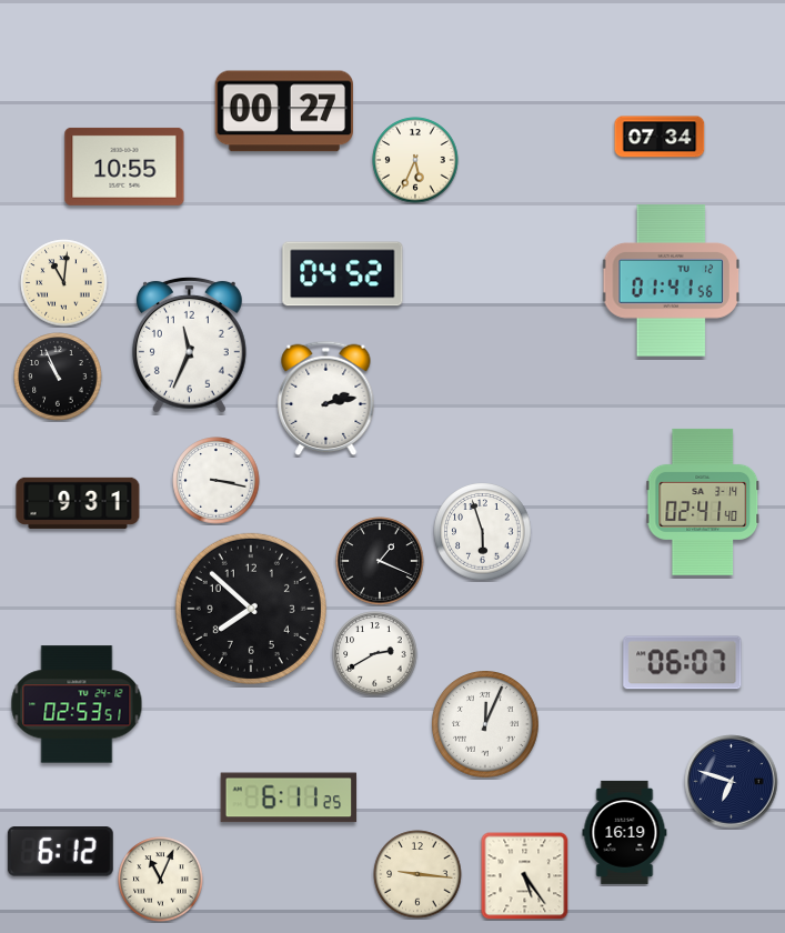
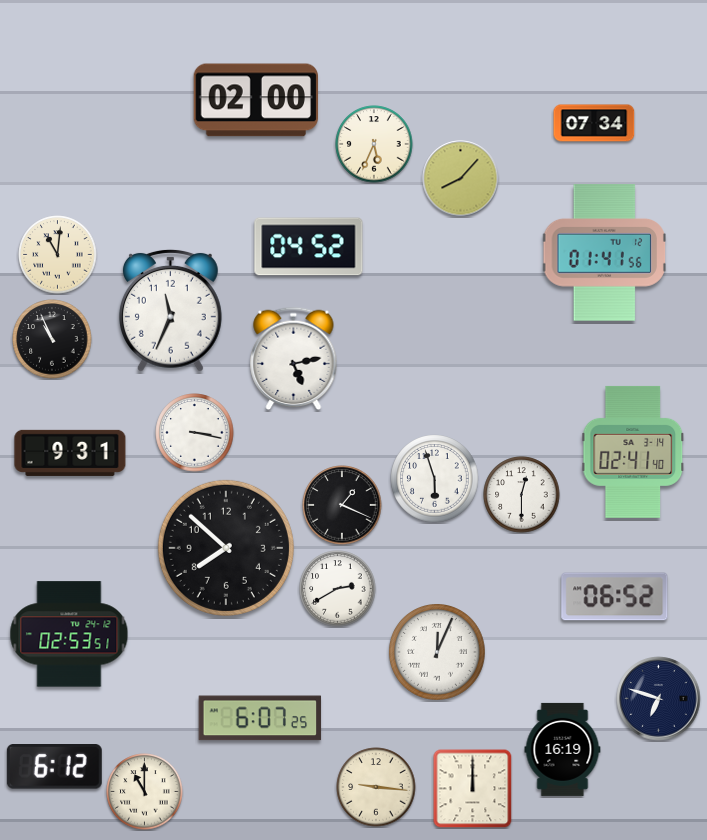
clock at (283, 111): 00:27 -> 02:00
clock at (124, 167): 10:55 -> none
clock at (461, 179): none -> 8:07
clock at (326, 399): 2:13 -> 5:13
clock at (522, 495): none -> 12:30
clock at (683, 663): 06:07 -> 06:52
clock at (732, 782) position: (732, 782) -> (659, 699)
clock at (289, 797): 6:11 -> 6:07
clock at (525, 876): 5:24 -> 12:00
clock at (161, 880): 11:04 -> 11:00
